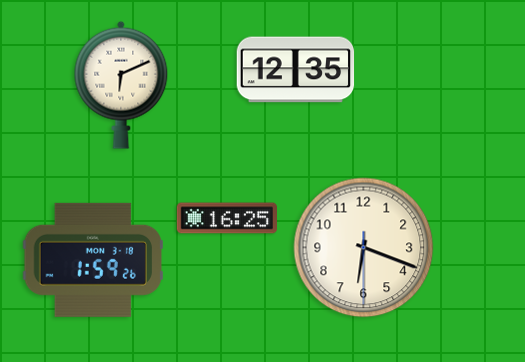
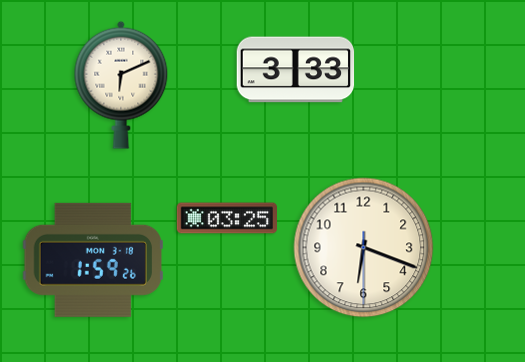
clock at (296, 70): 12:35 -> 3:33
clock at (227, 218): 16:25 -> 03:25
